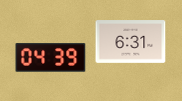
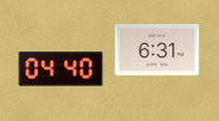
clock at (51, 58): 04:39 -> 04:40
